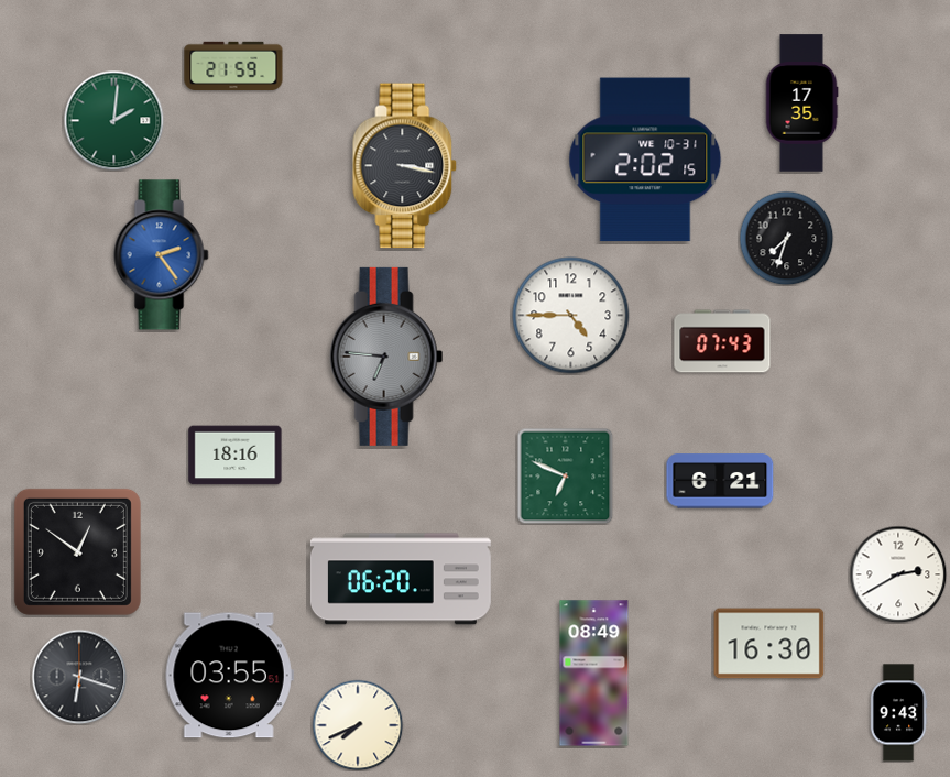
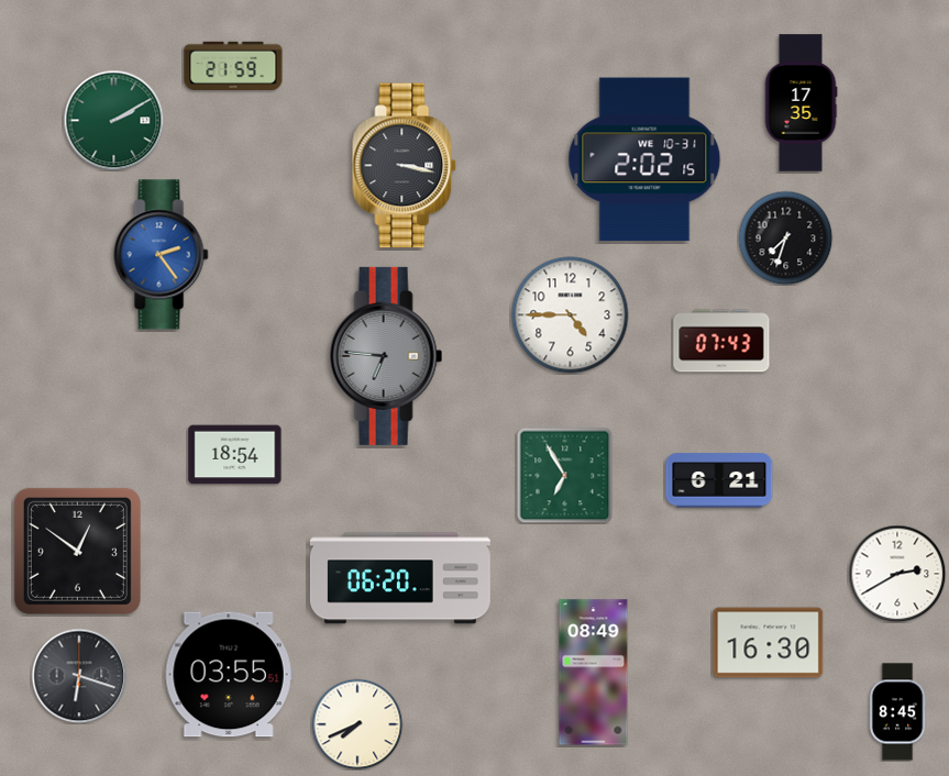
clock at (113, 120): 2:01 -> 2:10
clock at (236, 456): 18:16 -> 18:54
clock at (565, 475): 6:49 -> 6:55
clock at (898, 713): 9:43 -> 8:45
